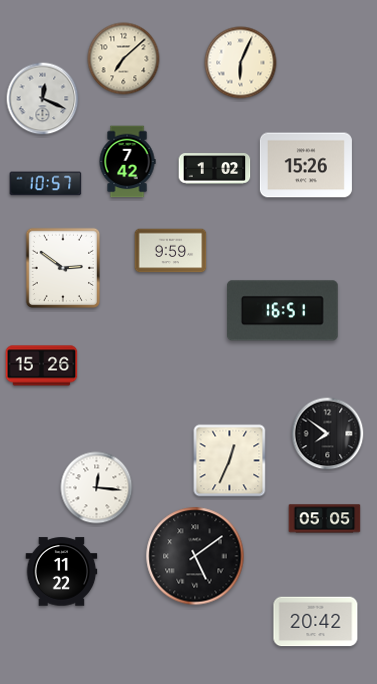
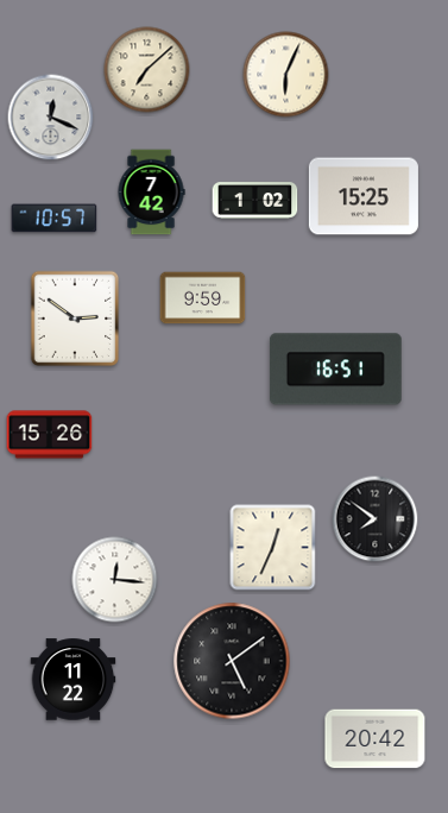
clock at (306, 165): 15:26 -> 15:25
clock at (328, 434) position: (328, 434) -> (376, 519)
clock at (325, 519): 05:05 -> none
